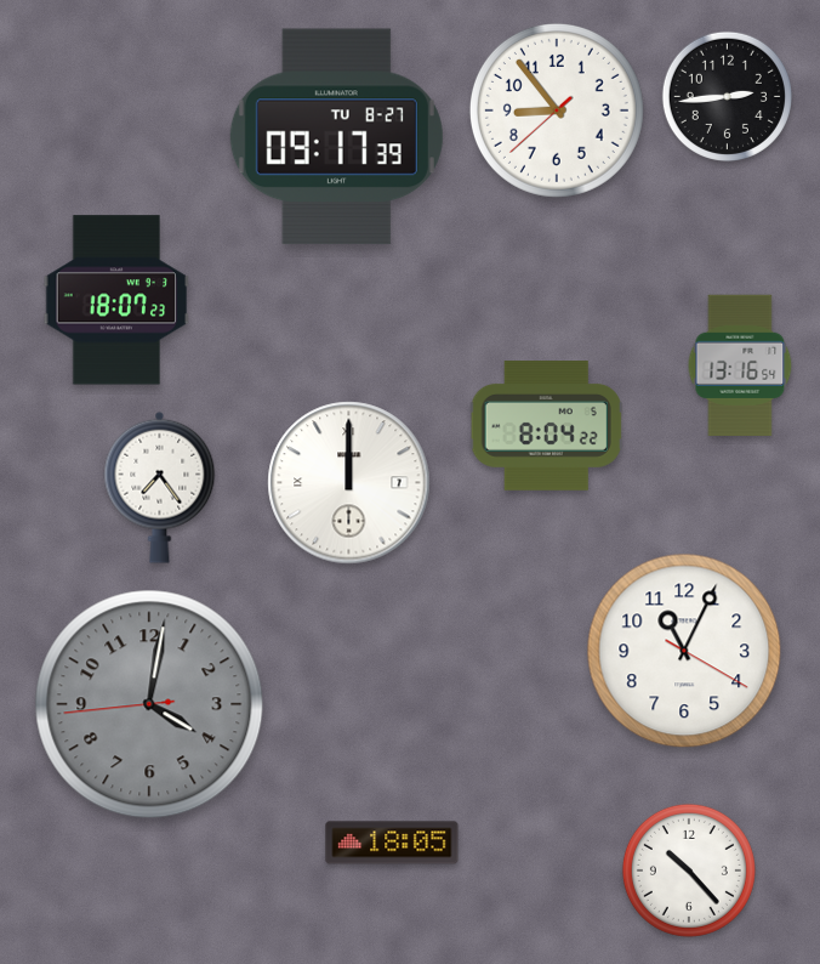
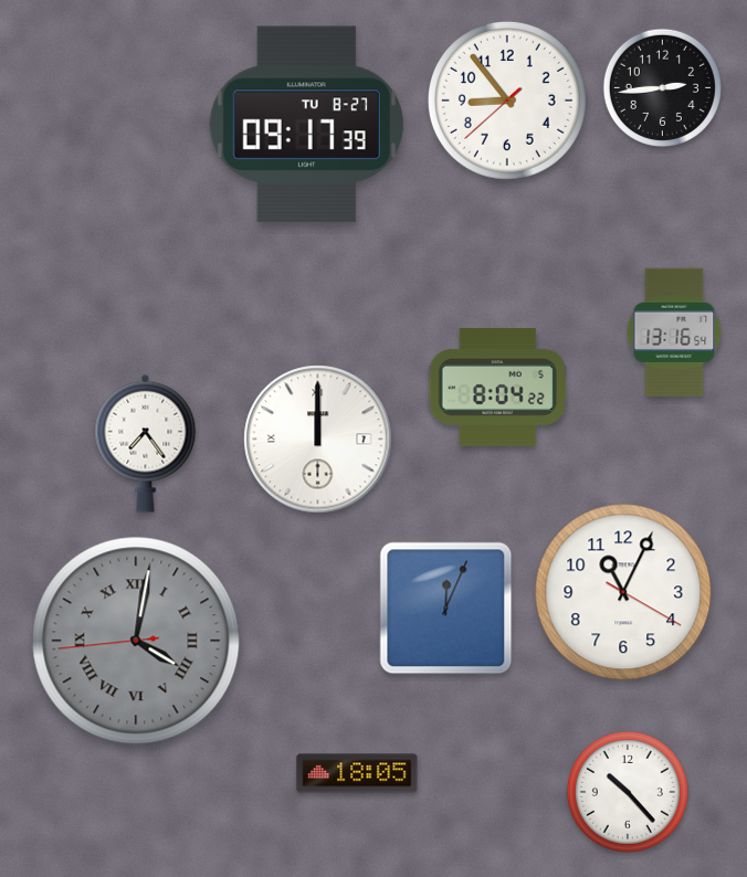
clock at (116, 300): 18:07 -> none
clock at (446, 609): none -> 12:04
clock at (149, 704) numerals: Arabic -> Roman
clock at (392, 843) position: (392, 843) -> (357, 773)
